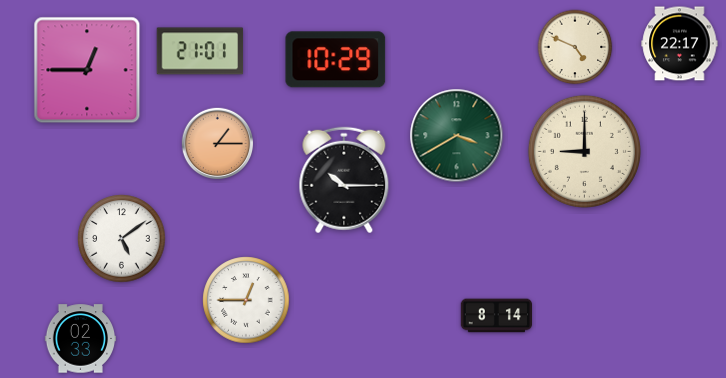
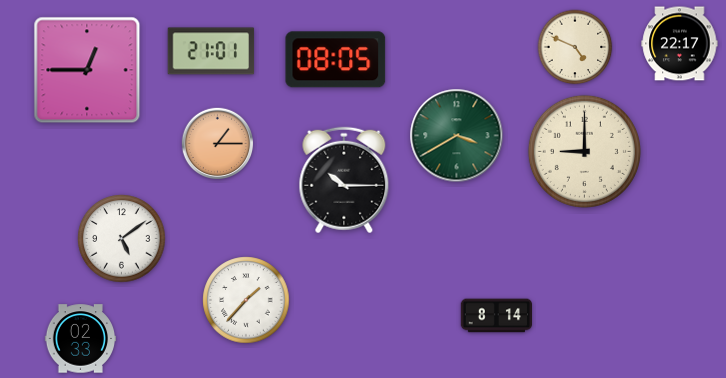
clock at (200, 51) position: (200, 51) -> (211, 51)
clock at (336, 60): 10:29 -> 08:05
clock at (246, 300): 12:45 -> 1:37
